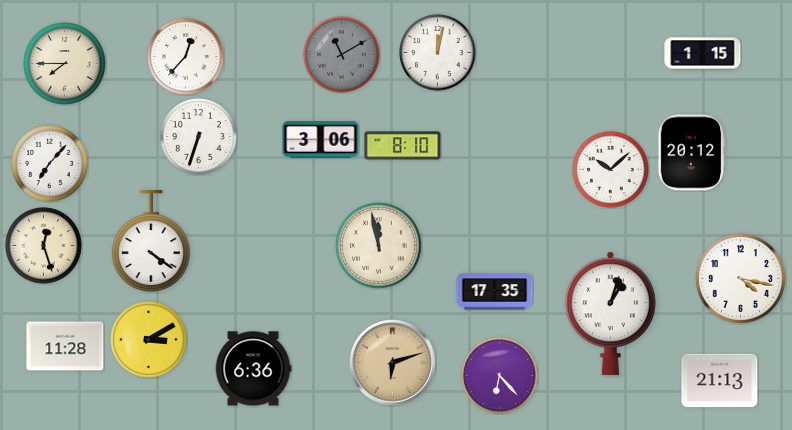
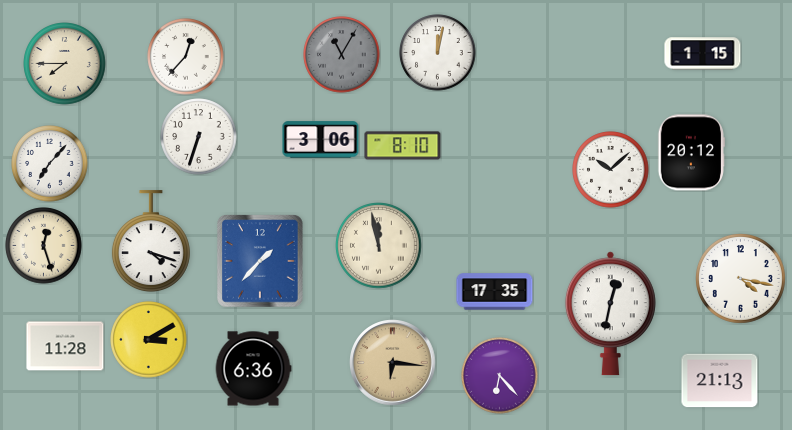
clock at (342, 55): 11:10 -> 11:05
clock at (151, 242): 4:21 -> 4:18
clock at (260, 261): none -> 1:37
clock at (610, 314): 1:03 -> 12:32
clock at (393, 363): 6:12 -> 6:16
